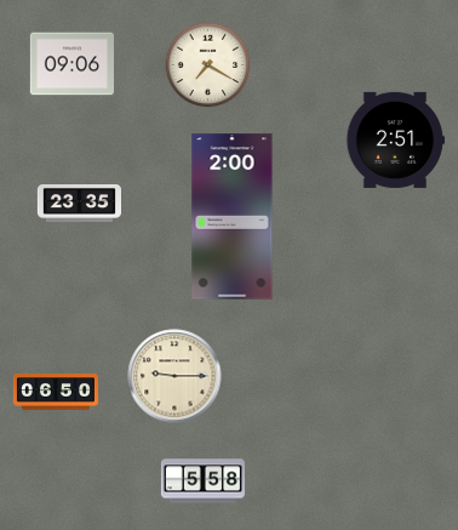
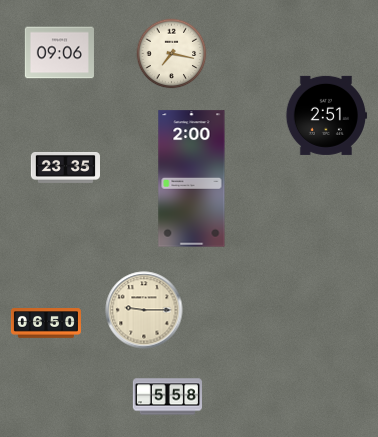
clock at (208, 65): 7:20 -> 7:17
